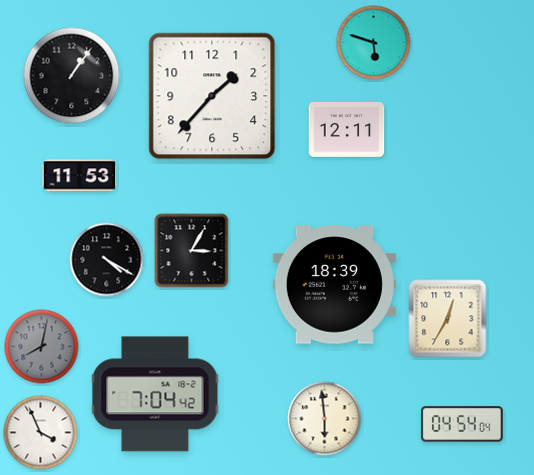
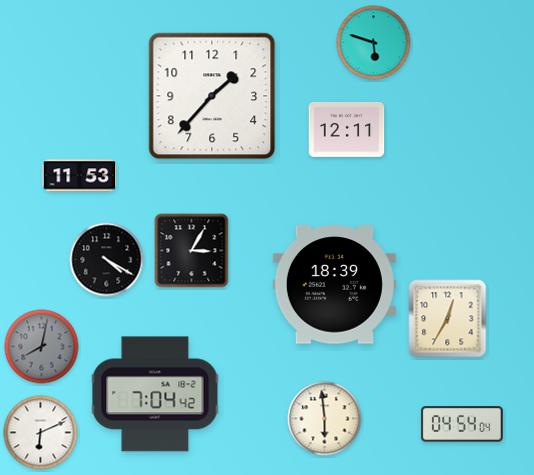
clock at (72, 76): 1:06 -> none
clock at (41, 433): 3:56 -> 6:11
